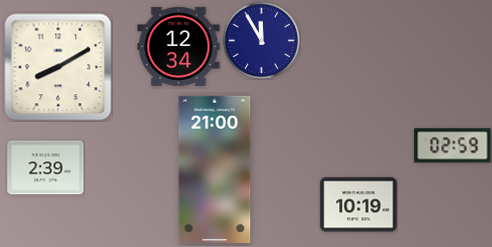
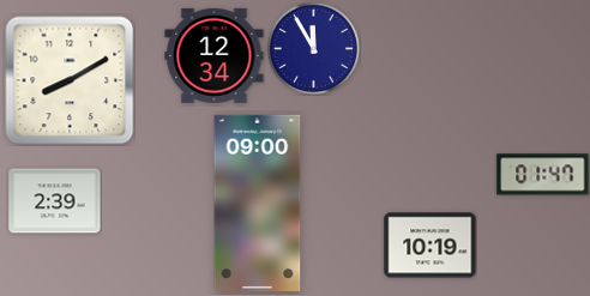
clock at (453, 146): 02:59 -> 01:47
clock at (215, 169): 21:00 -> 09:00
